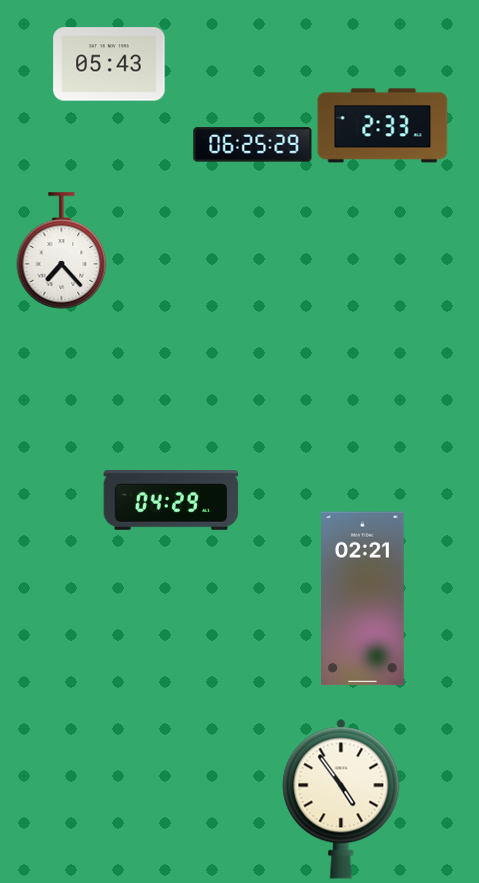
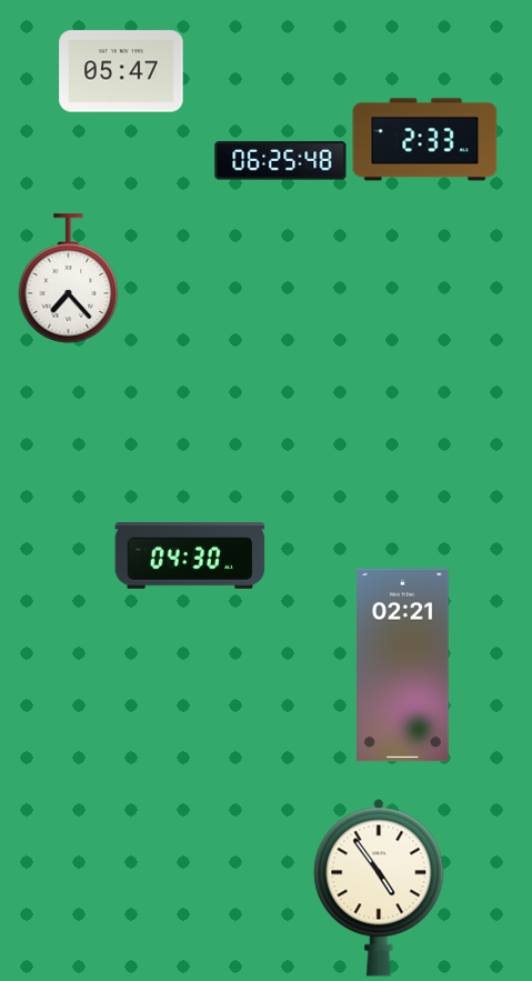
clock at (109, 64): 05:43 -> 05:47
clock at (253, 145): 06:25:29 -> 06:25:48
clock at (171, 501): 04:29 -> 04:30
